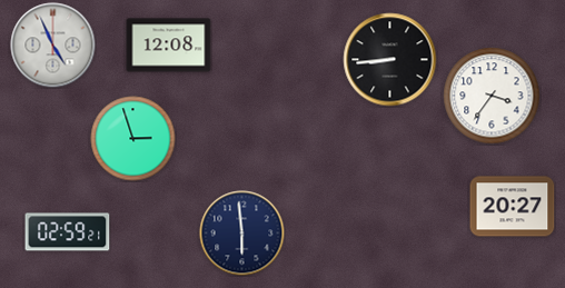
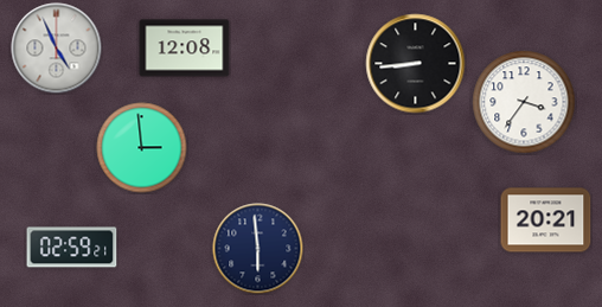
clock at (169, 46) position: (169, 46) -> (185, 49)
clock at (133, 139): 2:57 -> 2:59
clock at (513, 207): 20:27 -> 20:21
